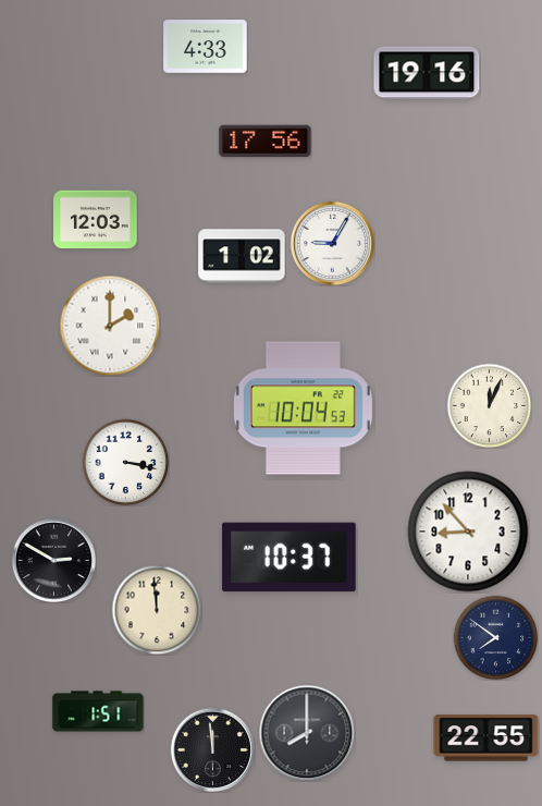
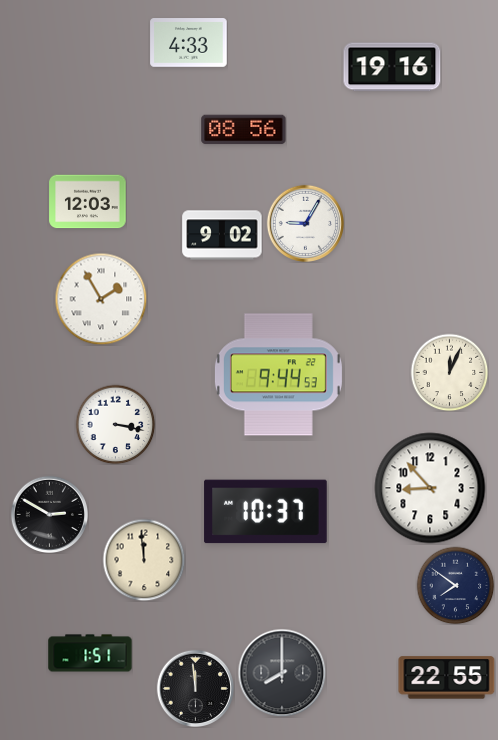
clock at (266, 142): 17:56 -> 08:56
clock at (242, 256): 1:02 -> 9:02
clock at (110, 326): 2:00 -> 1:55
clock at (303, 408): 10:04 -> 9:44
